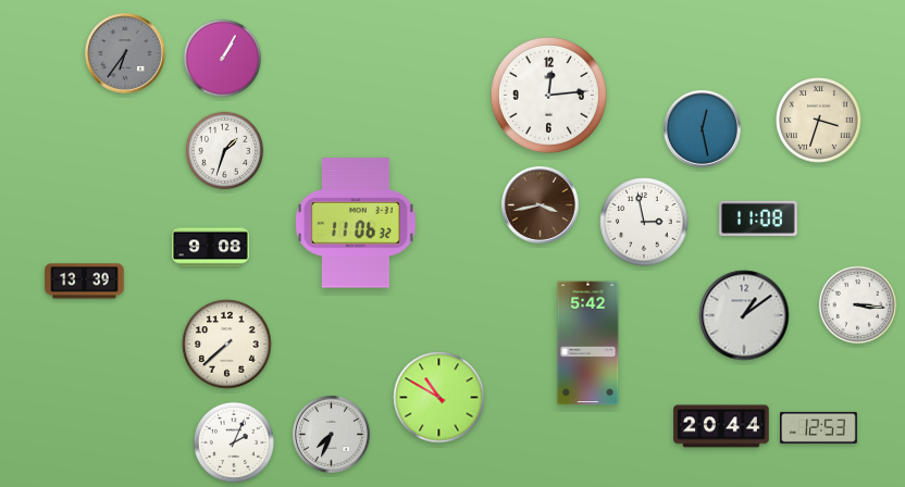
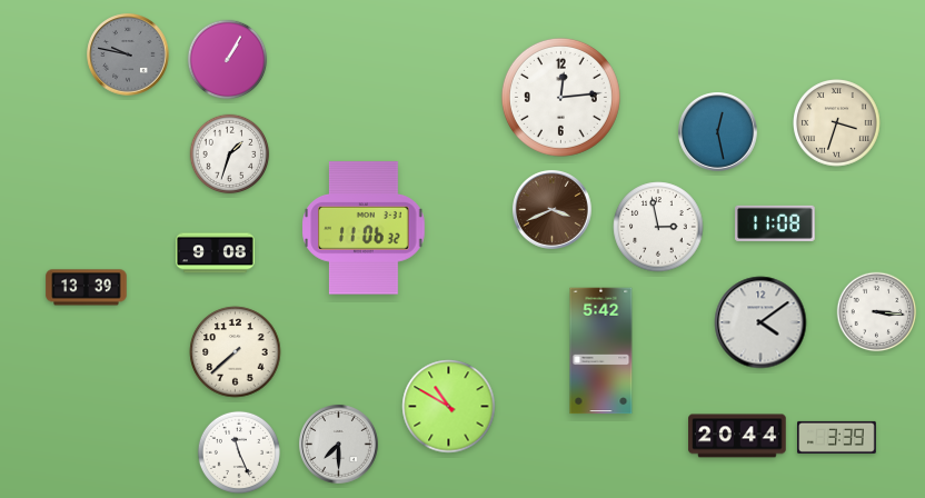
clock at (125, 53): 6:36 -> 9:47
clock at (541, 205): 3:43 -> 3:41
clock at (744, 315): 1:09 -> 4:09
clock at (227, 345) position: (227, 345) -> (236, 352)
clock at (819, 427): 12:53 -> 3:39
clock at (332, 435): 7:34 -> 7:30
clock at (234, 442): 2:04 -> 11:26
